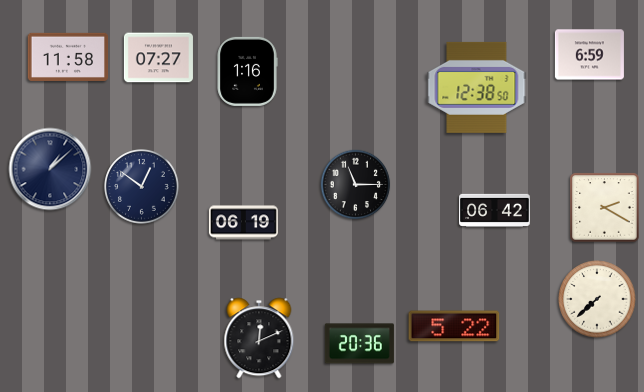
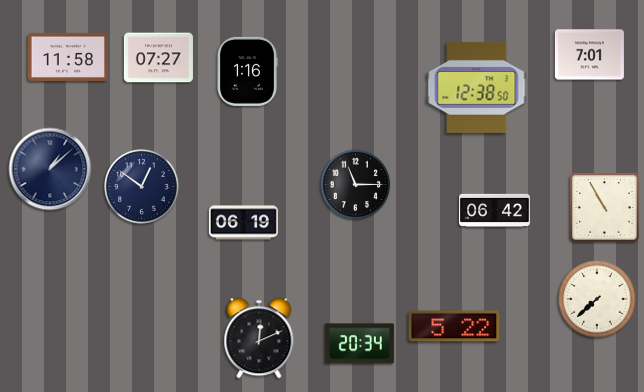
clock at (589, 55): 6:59 -> 7:01
clock at (605, 208): 2:20 -> 10:55
clock at (359, 344): 20:36 -> 20:34
